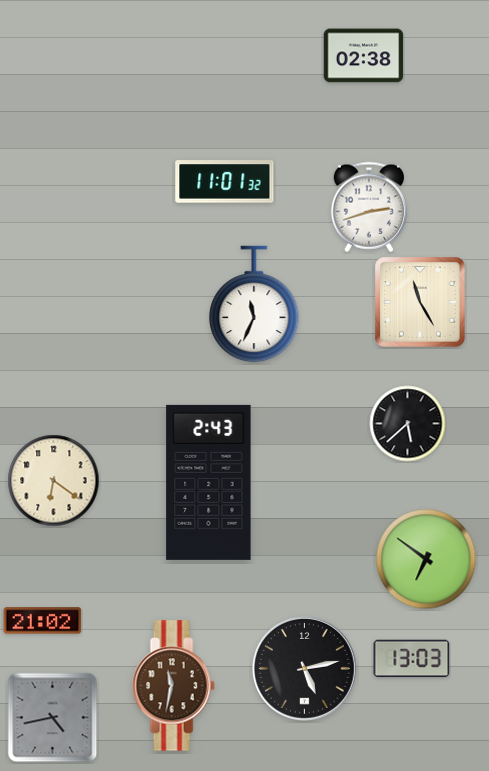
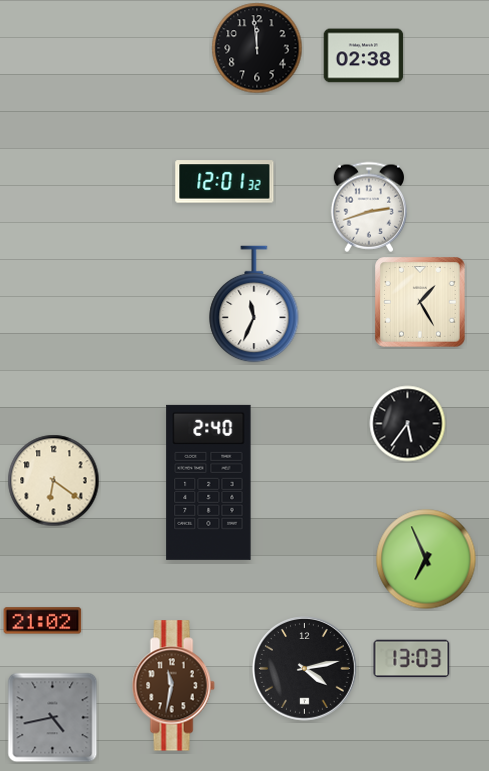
clock at (257, 48): none -> 11:59
clock at (225, 182): 11:01 -> 12:01
clock at (420, 302): 11:25 -> 1:25
clock at (408, 424): 5:38 -> 5:36
clock at (209, 482): 2:43 -> 2:40
clock at (426, 559): 6:51 -> 6:56
clock at (305, 669): 5:13 -> 4:13
